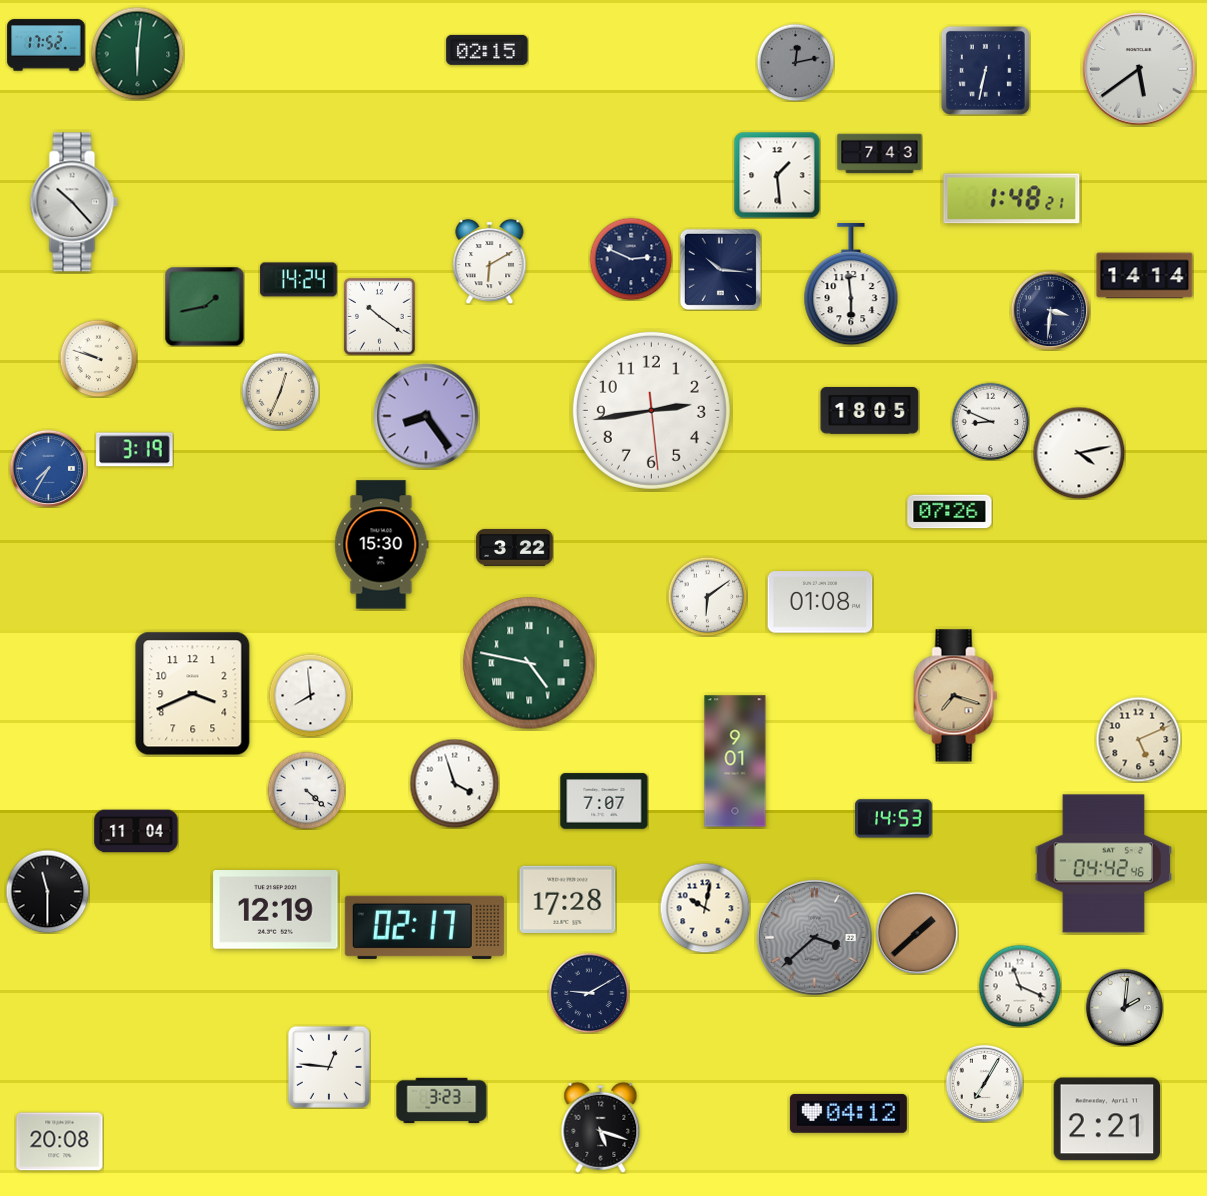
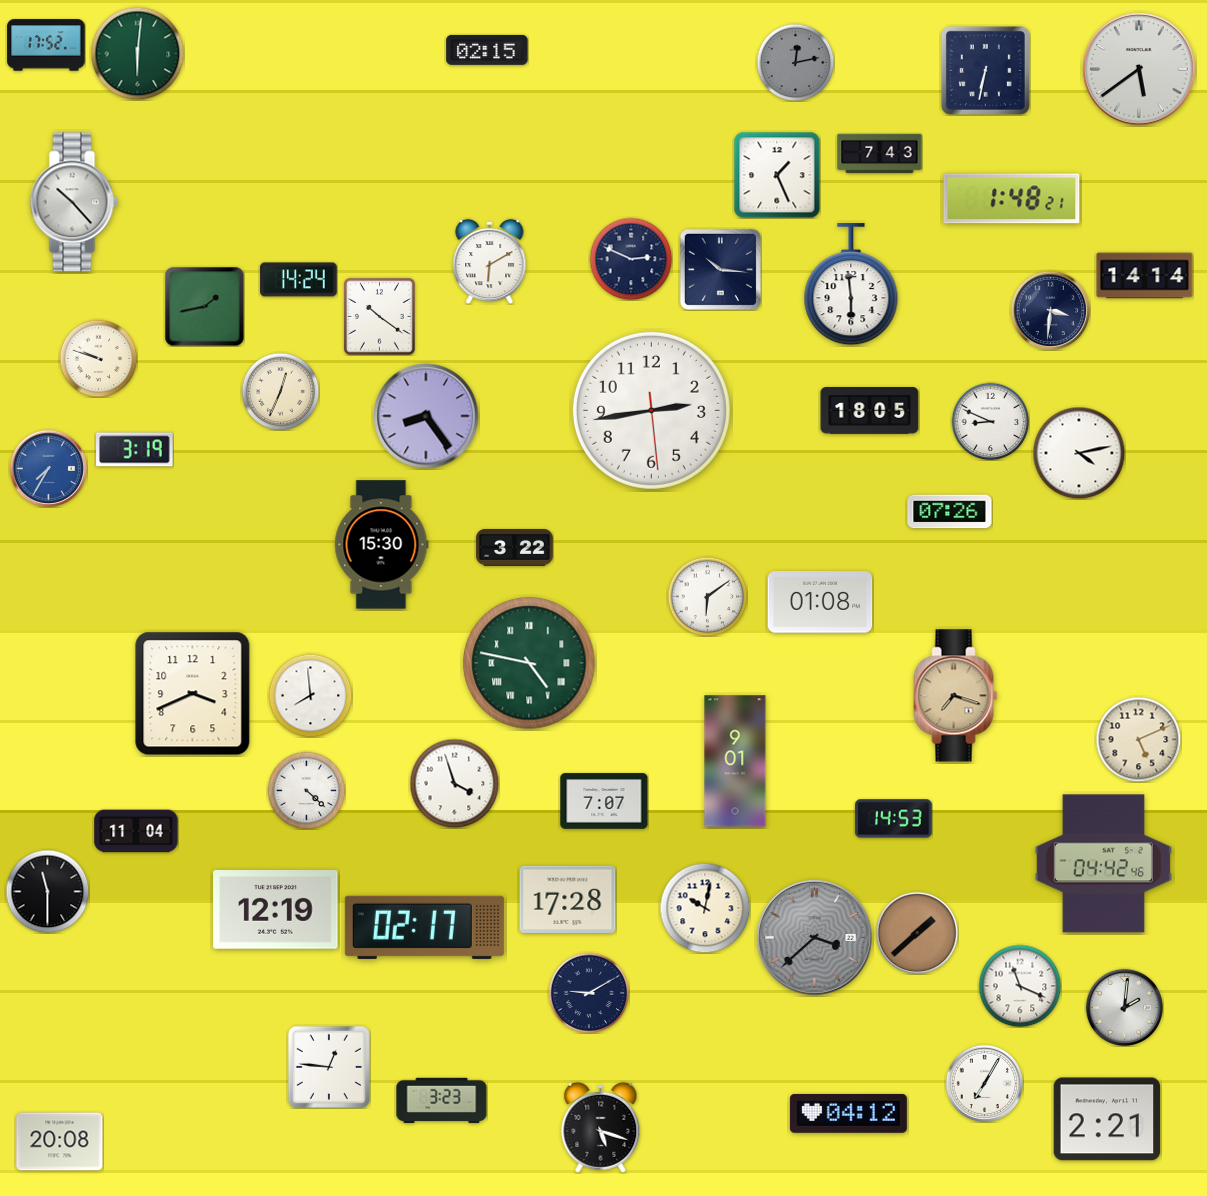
clock at (777, 175): 1:29 -> 1:26
